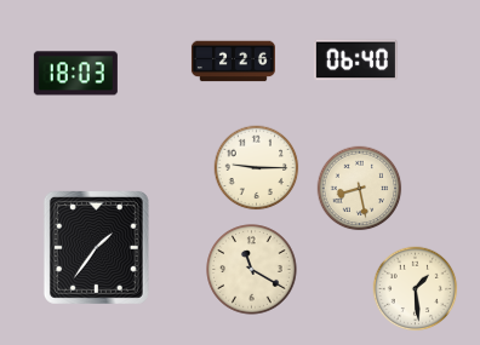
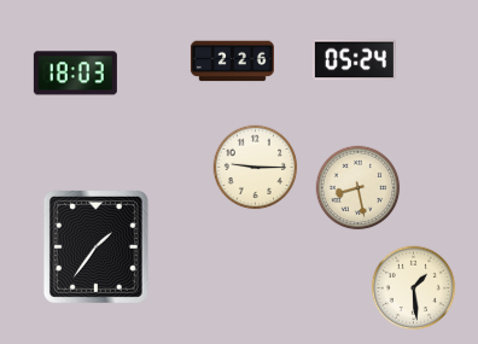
clock at (355, 61): 06:40 -> 05:24
clock at (252, 270): 11:20 -> none
